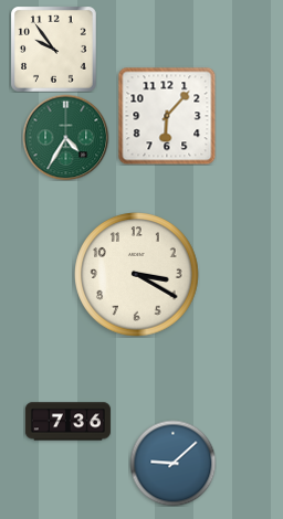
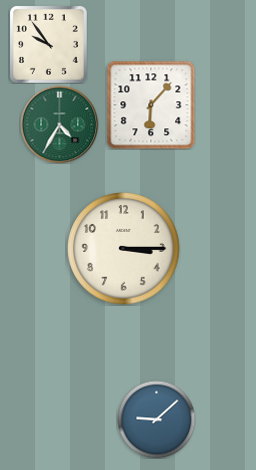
clock at (137, 275): 3:20 -> 3:15
clock at (67, 422): 7:36 -> none
